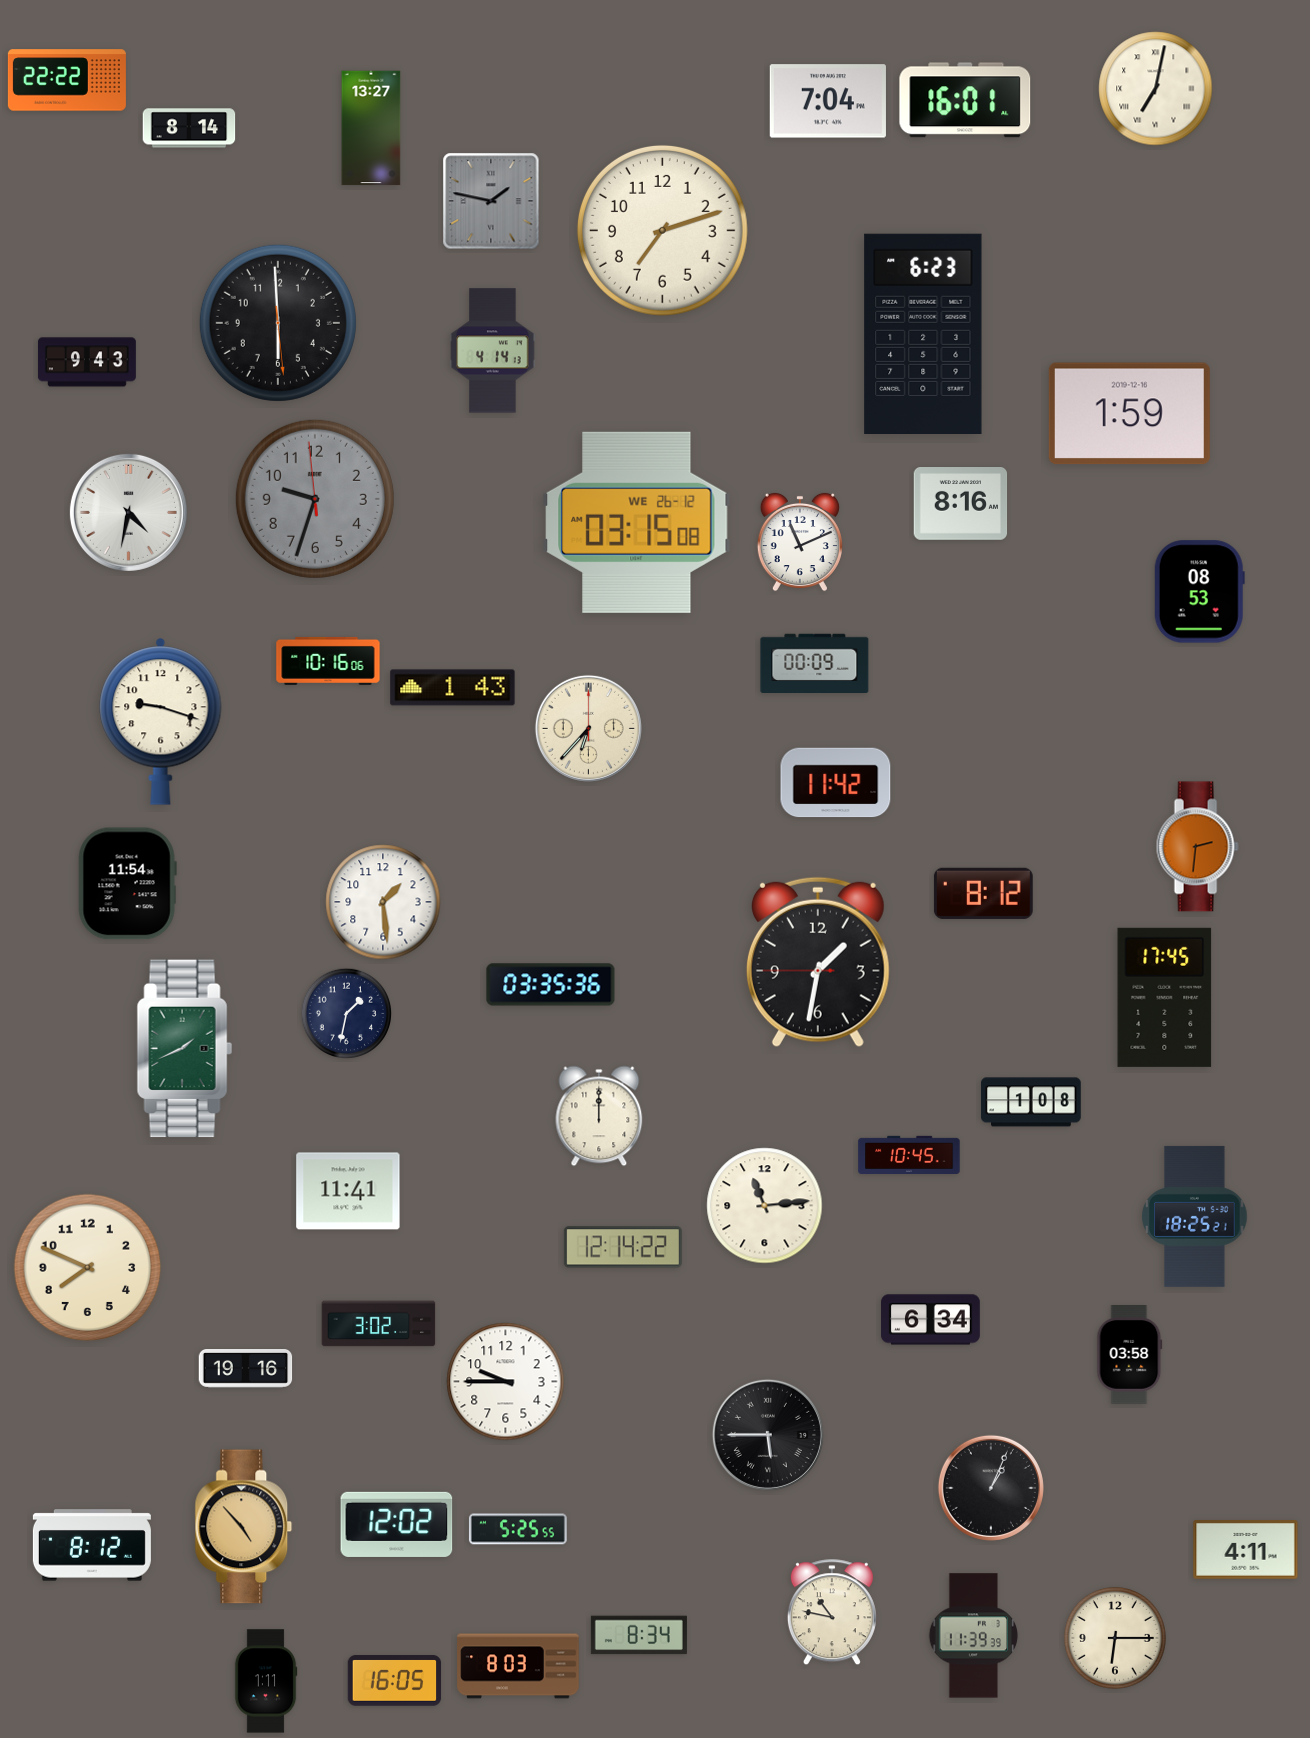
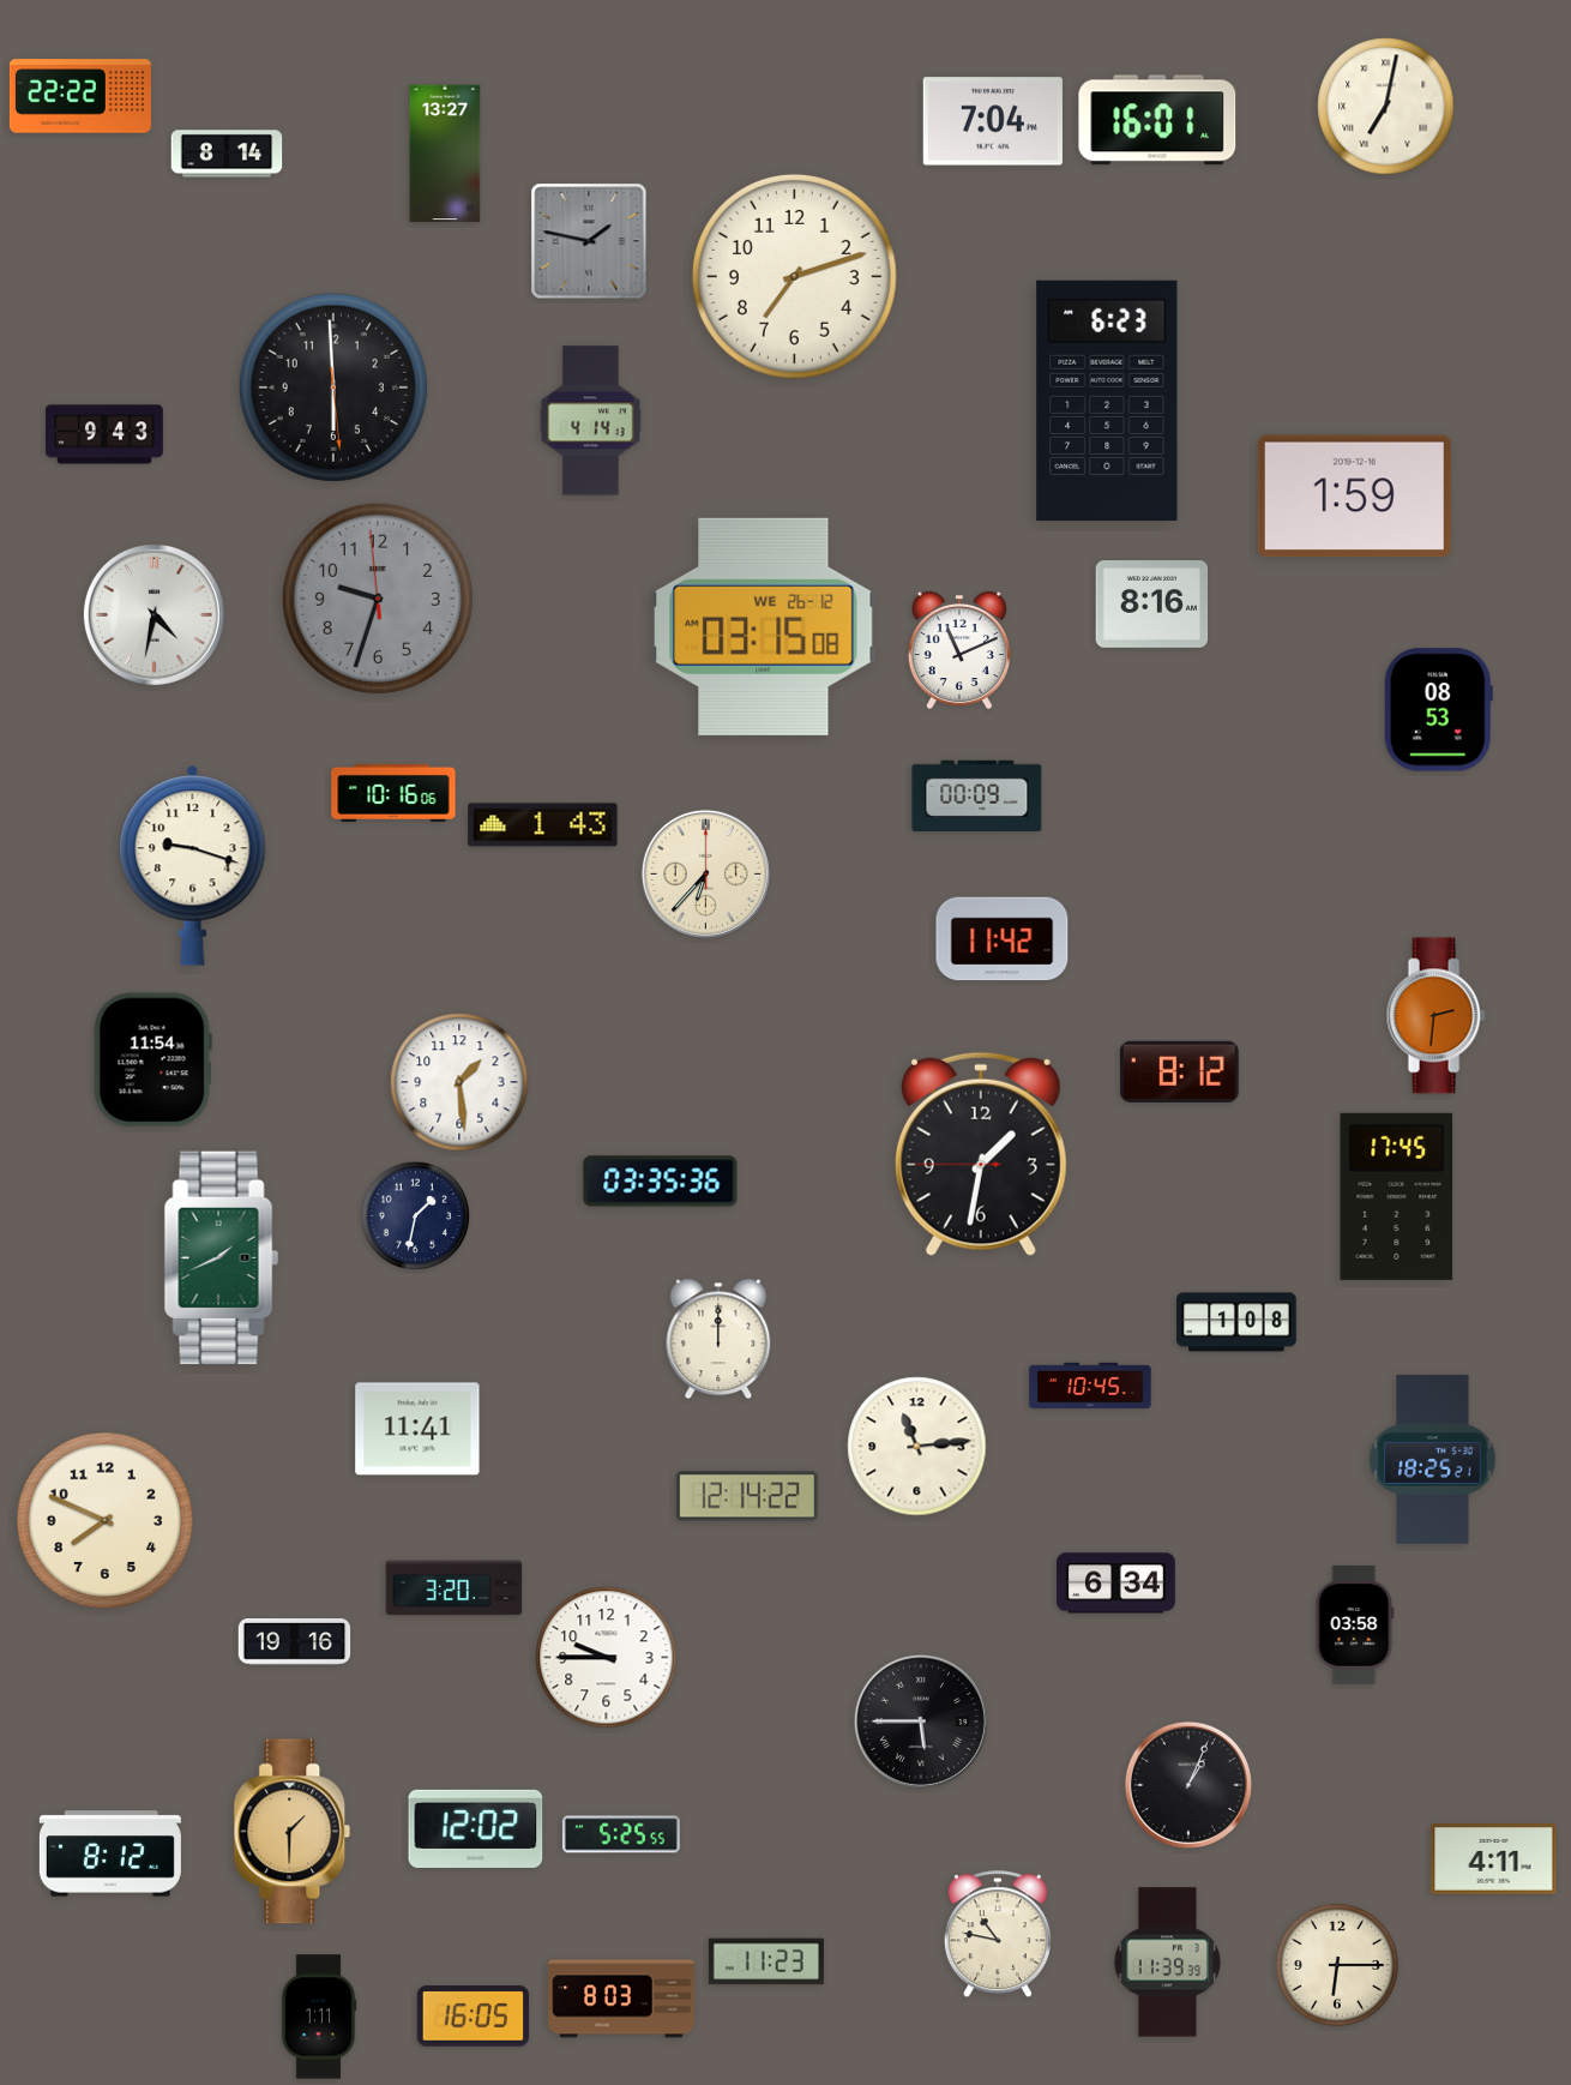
clock at (379, 1324): 3:02 -> 3:20
clock at (244, 1527): 4:53 -> 1:30
clock at (639, 1635): 8:34 -> 11:23
